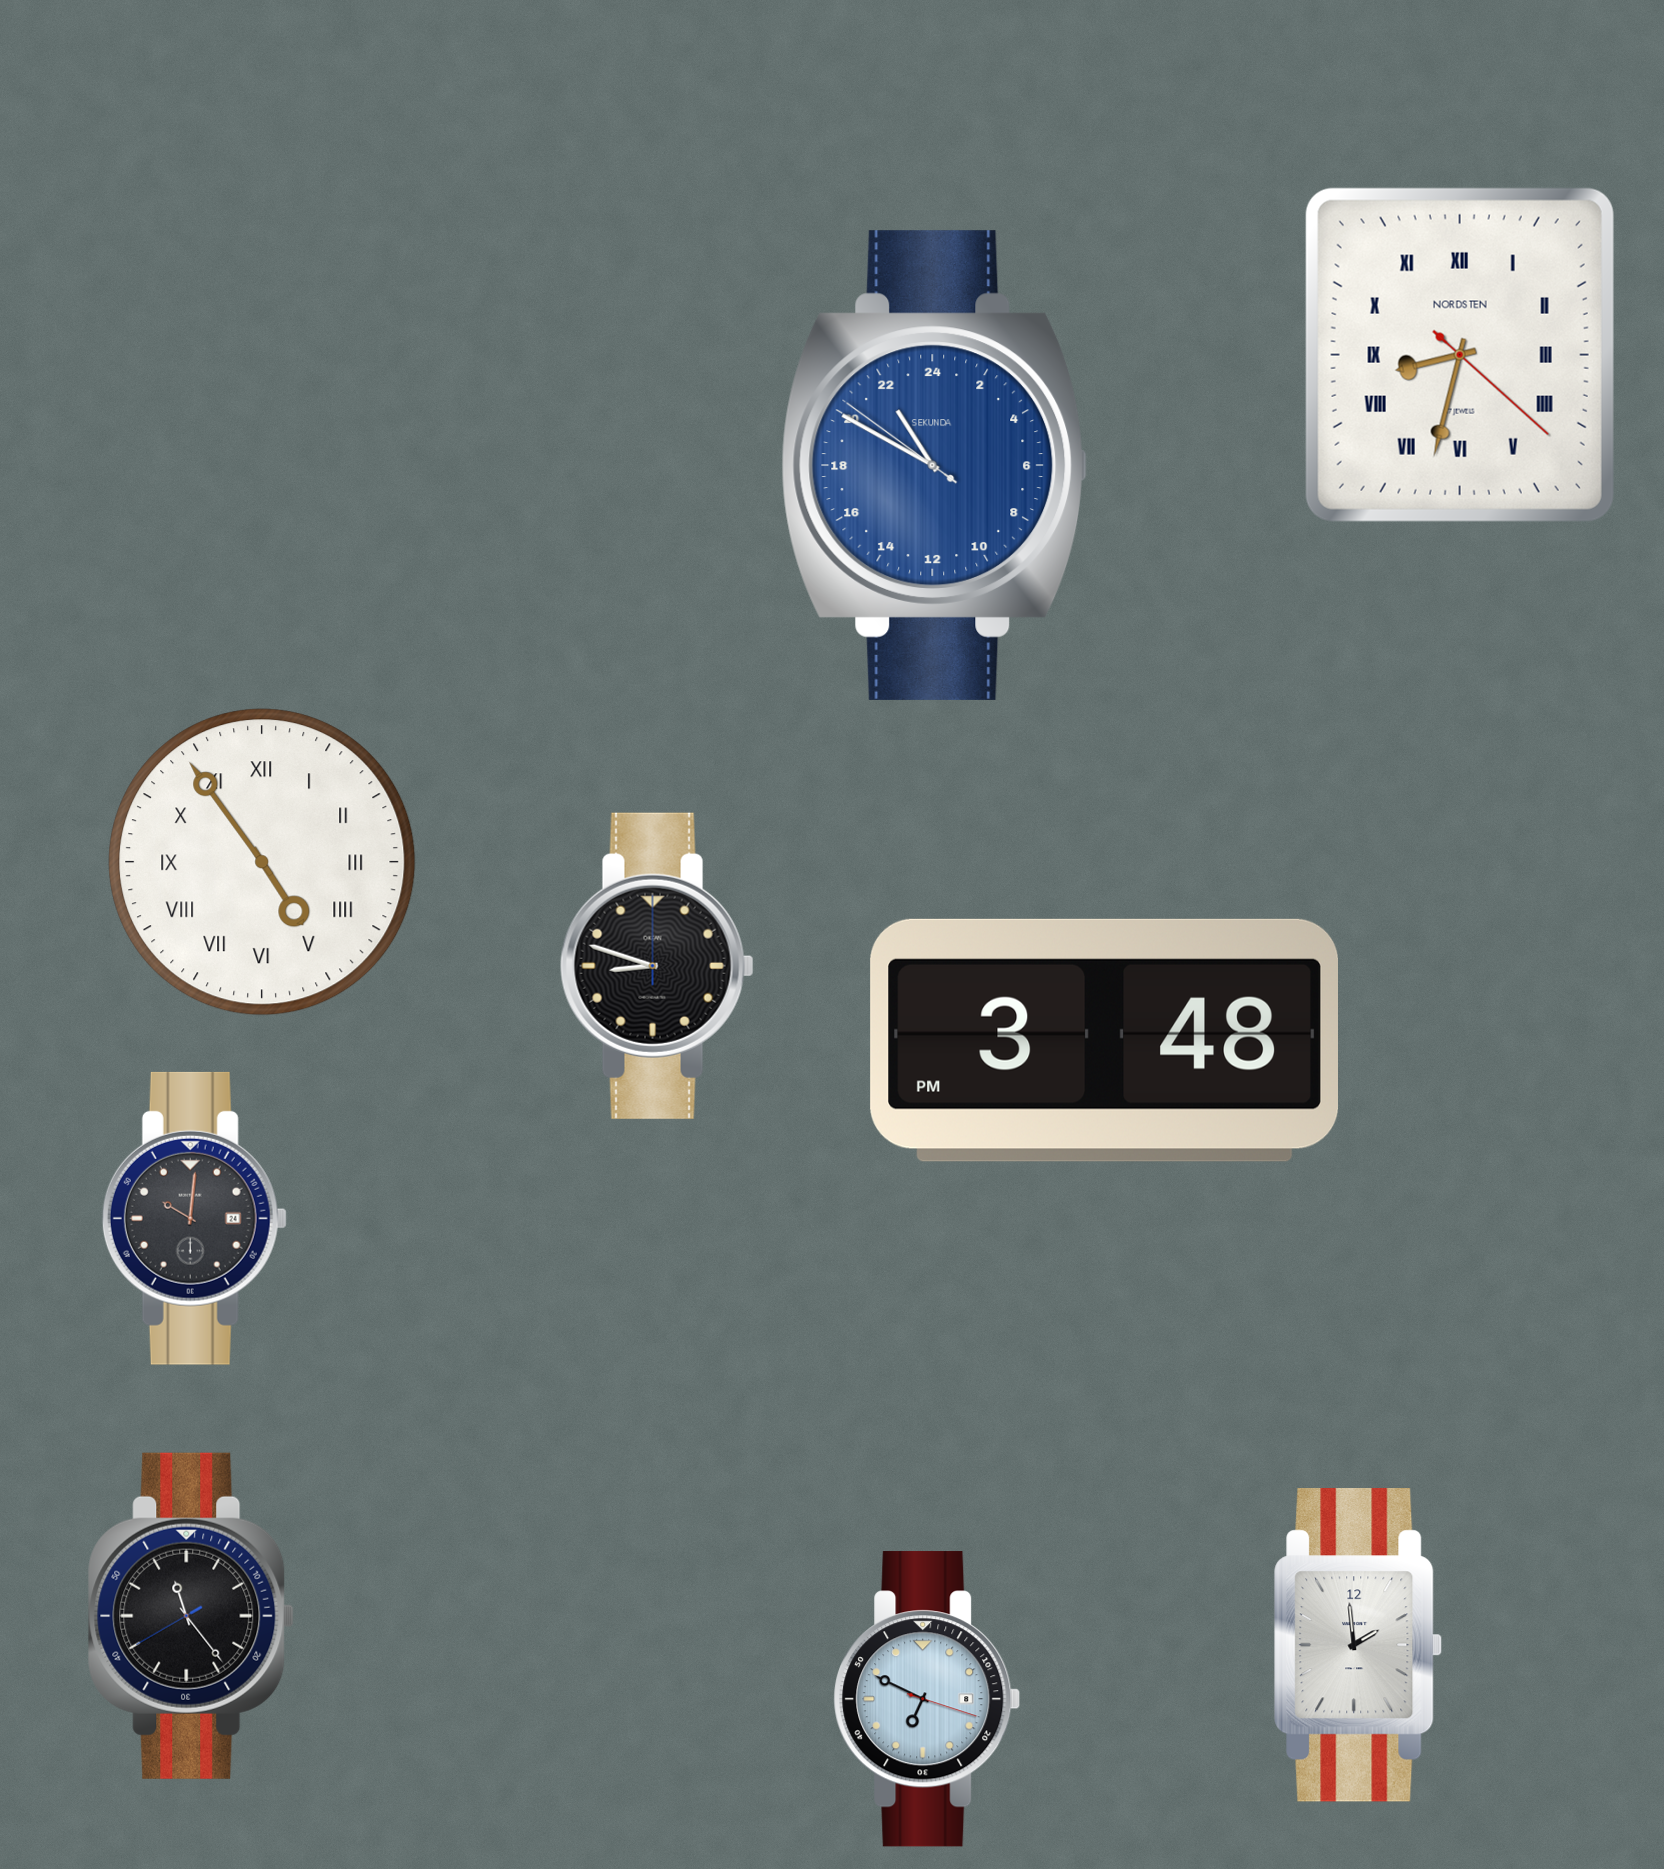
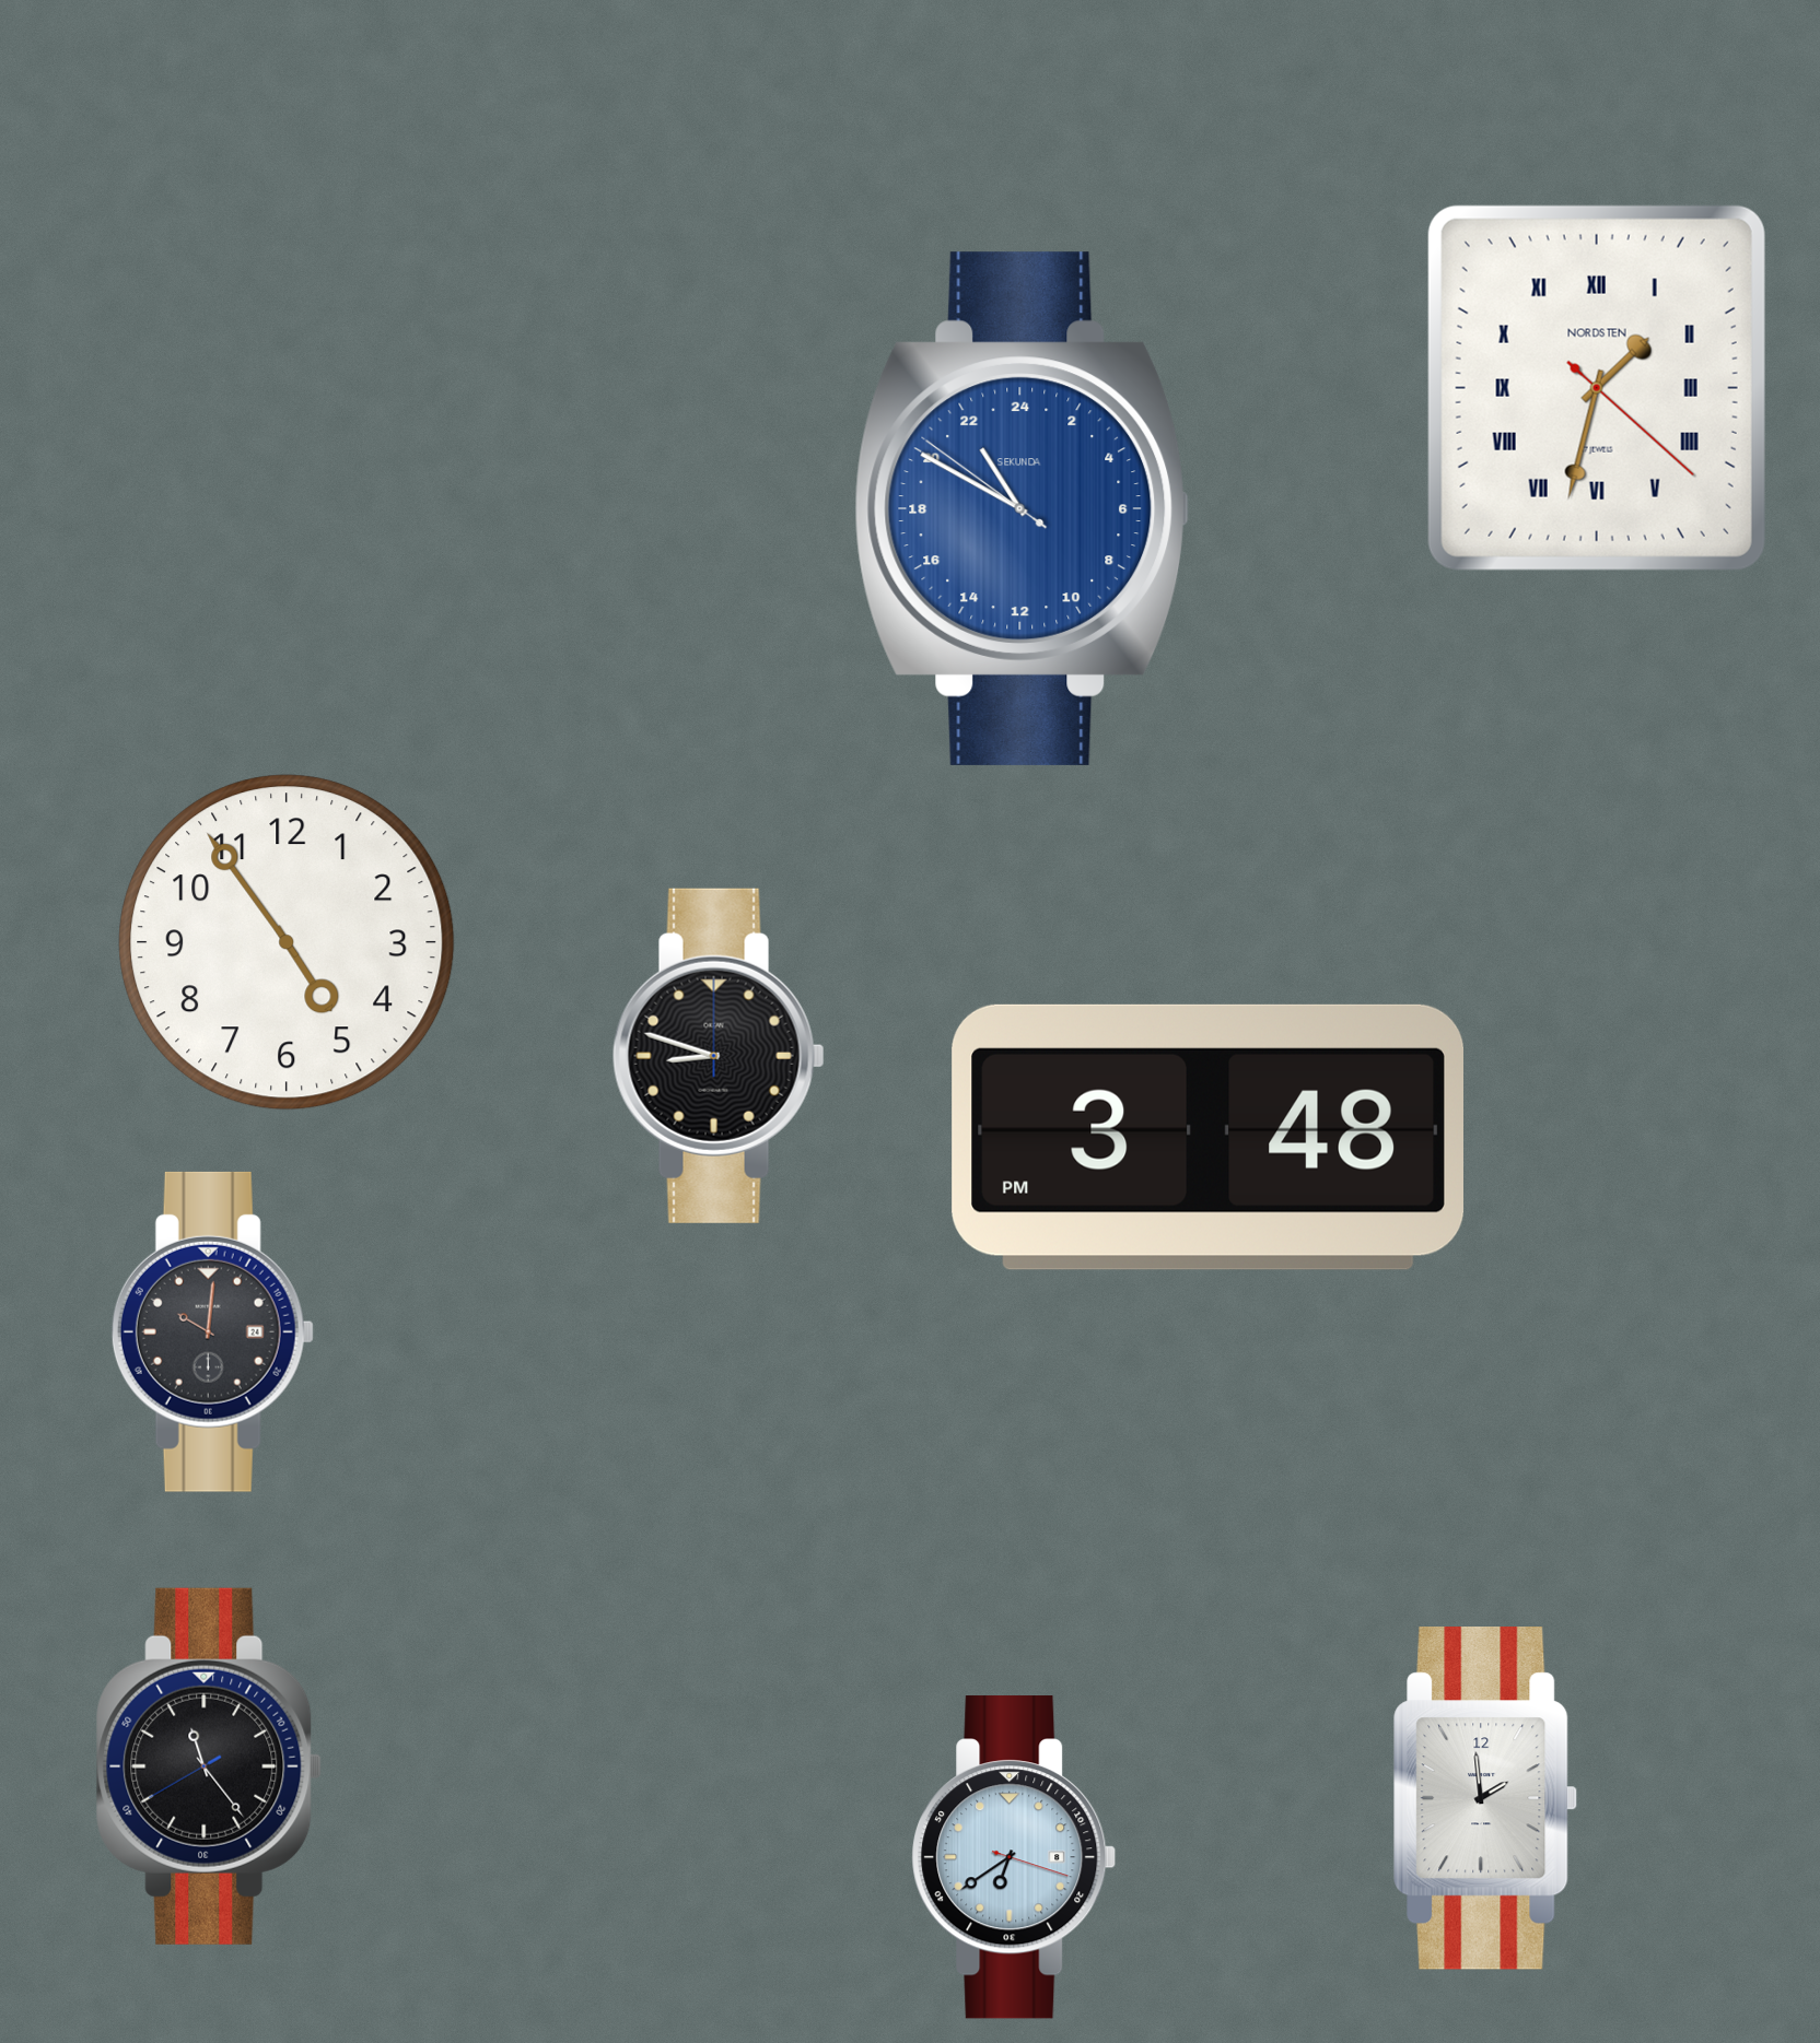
clock at (1460, 355): 8:32 -> 1:32
clock at (262, 862) numerals: Roman -> Arabic
clock at (927, 1699): 6:49 -> 6:39
